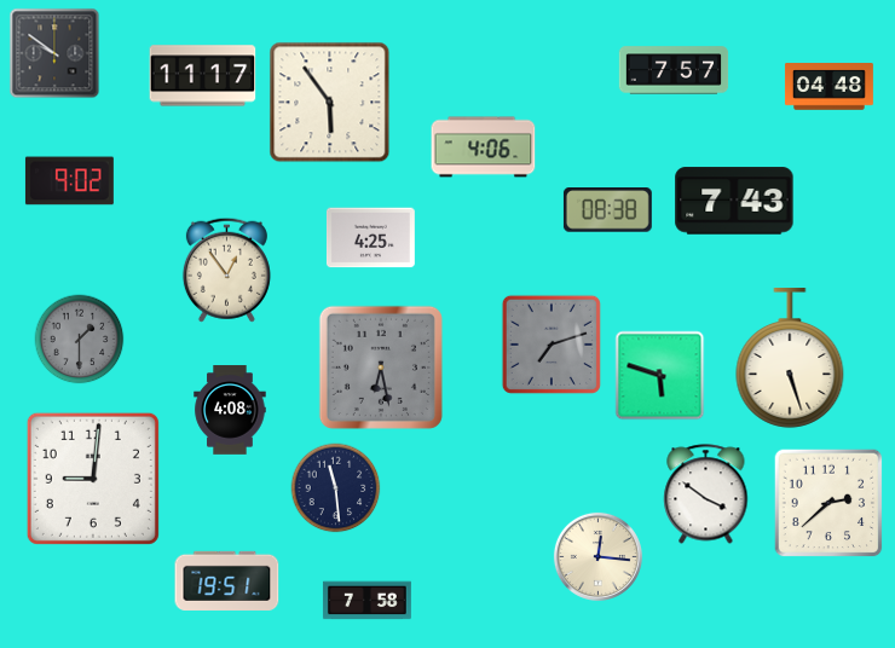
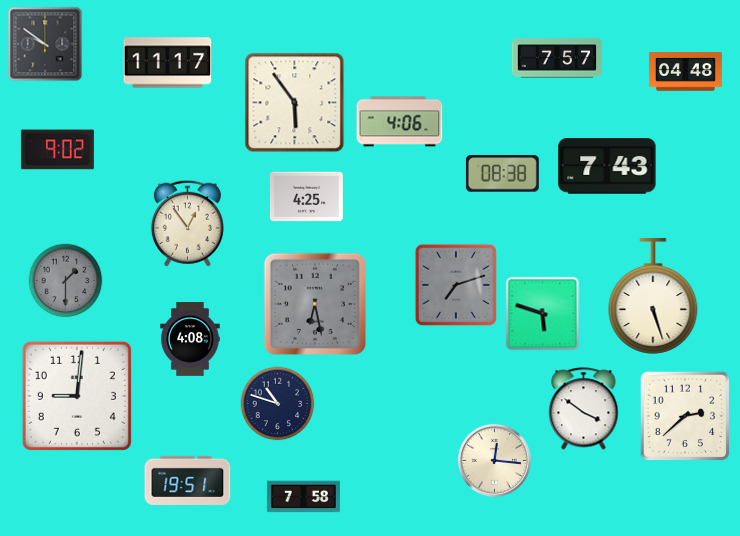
clock at (330, 103) position: (330, 103) -> (295, 103)
clock at (660, 376) position: (660, 376) -> (543, 314)
clock at (336, 488): 11:29 -> 10:48
